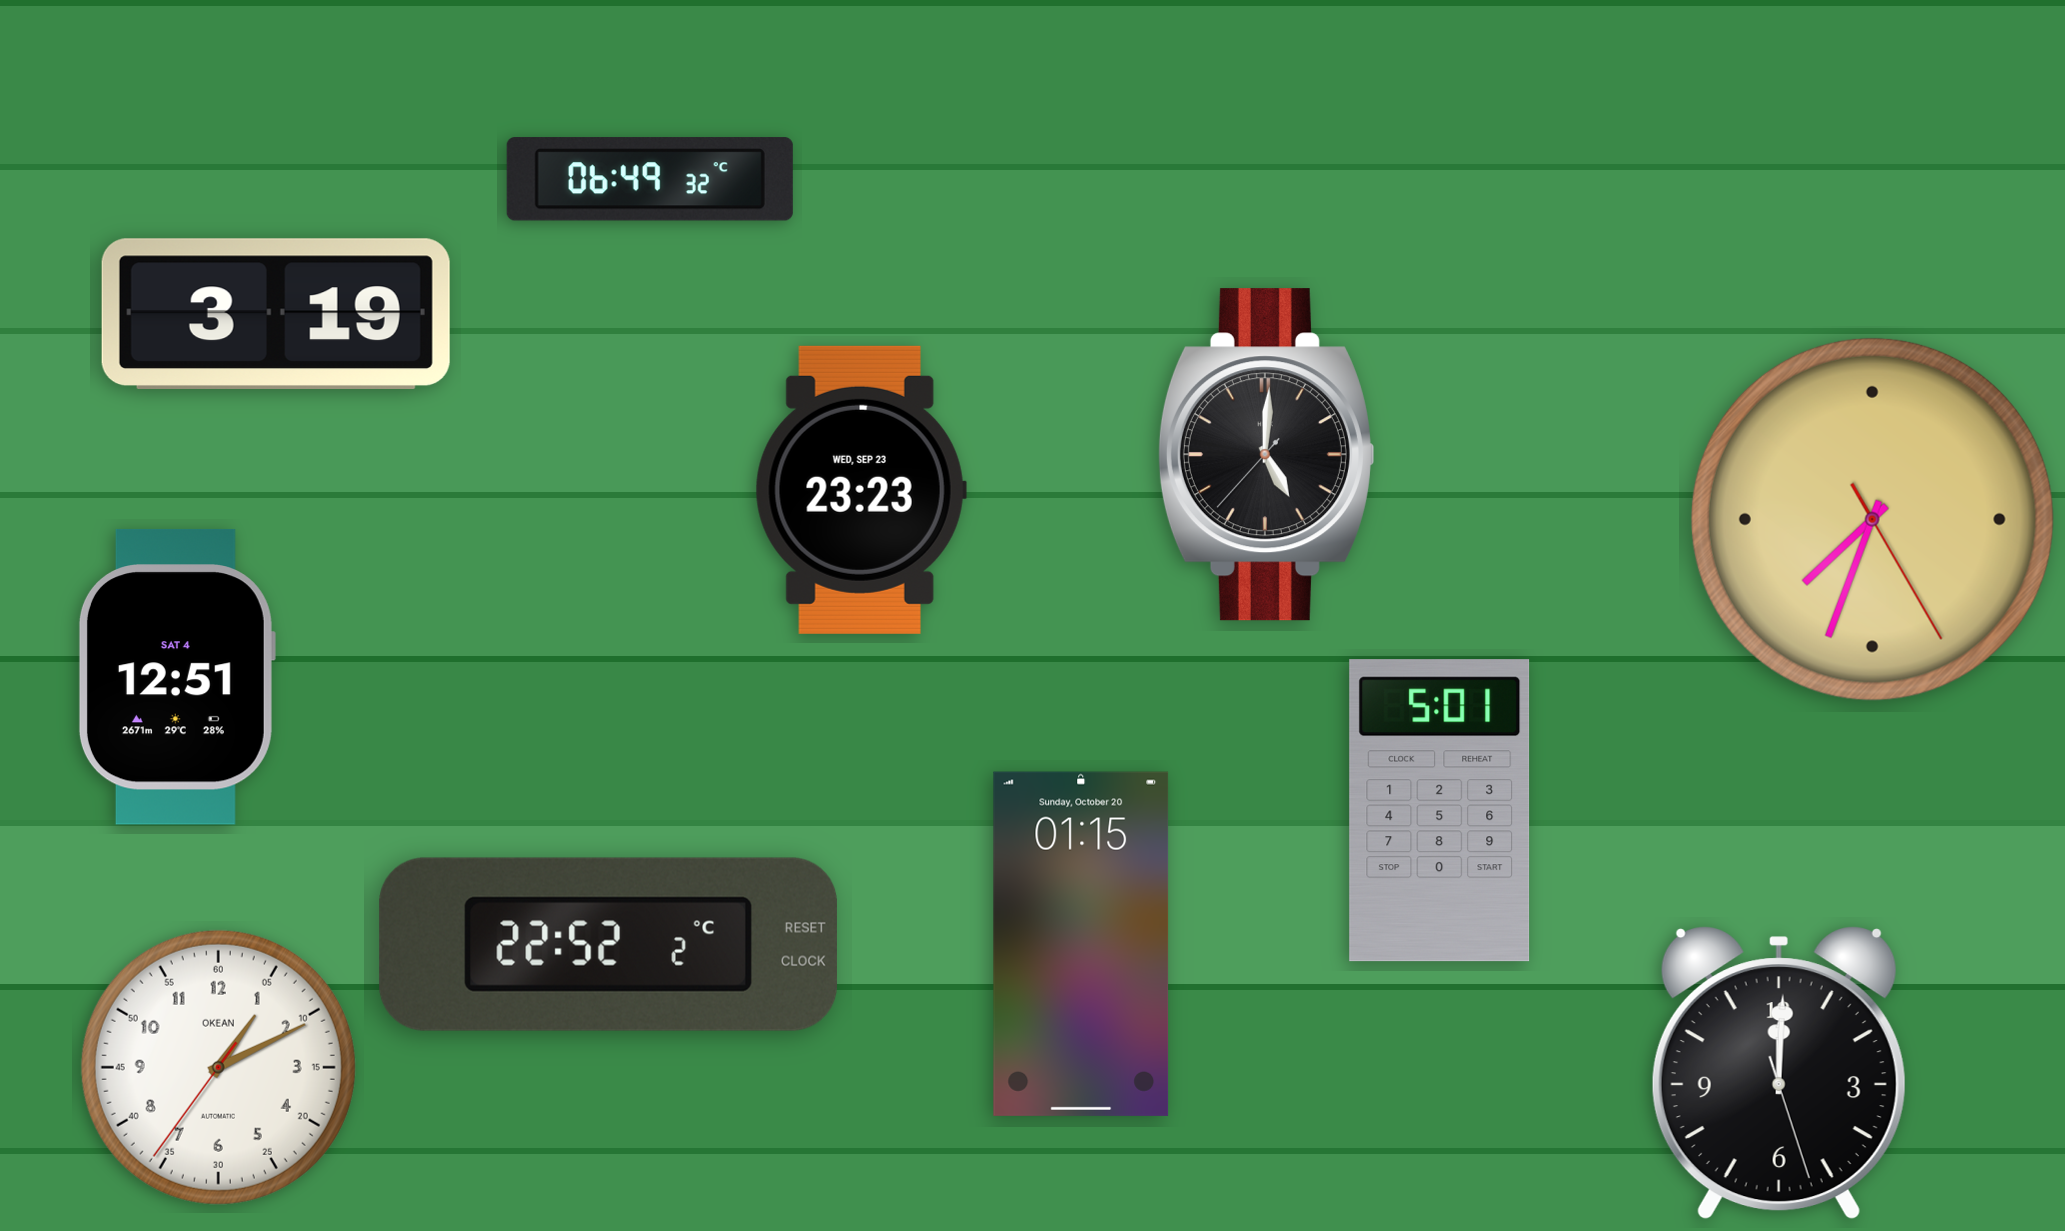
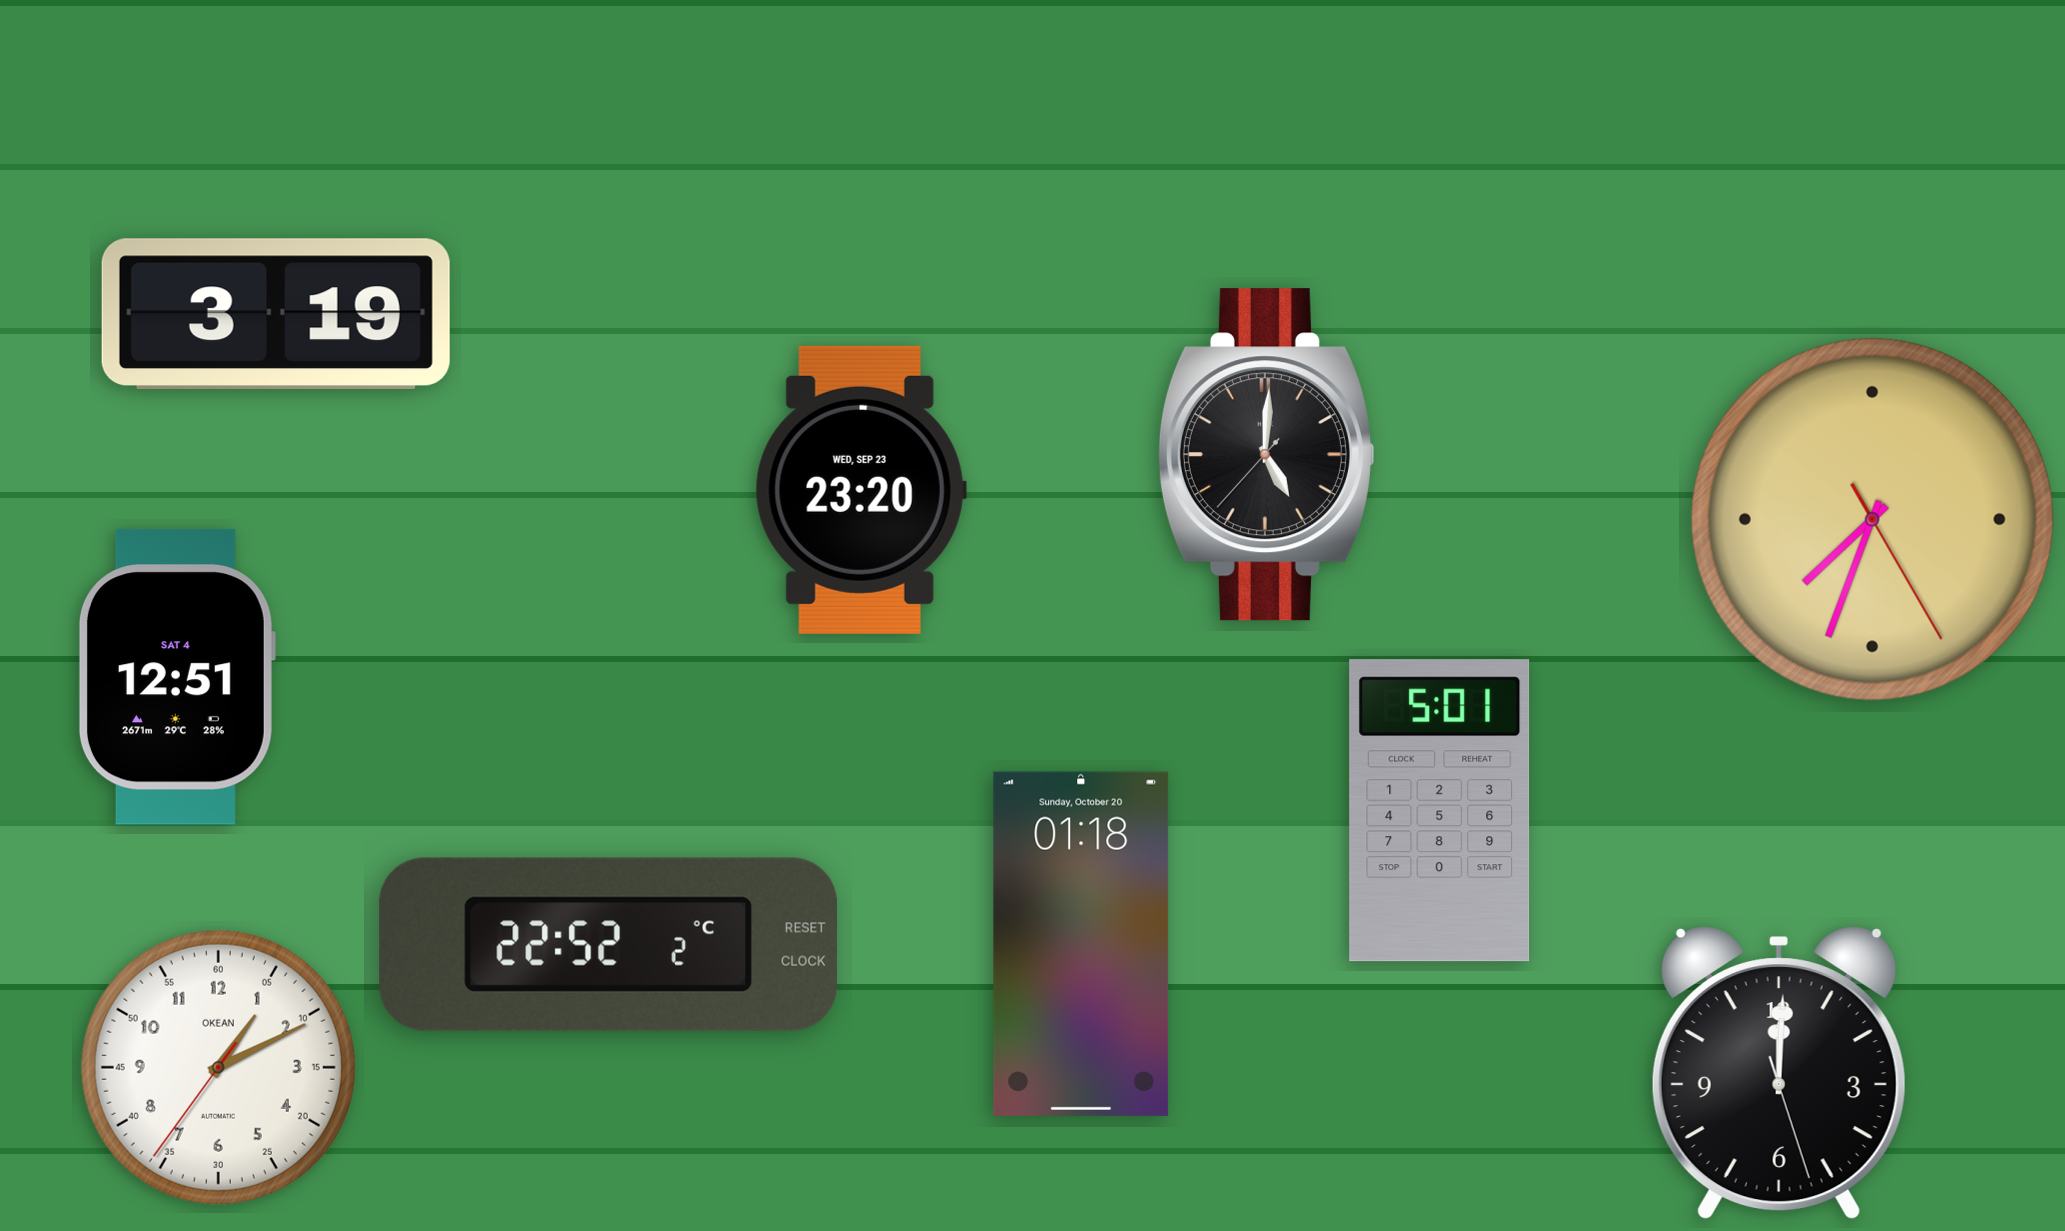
clock at (650, 179): 06:49 -> none
clock at (861, 490): 23:23 -> 23:20
clock at (1081, 944): 01:15 -> 01:18
